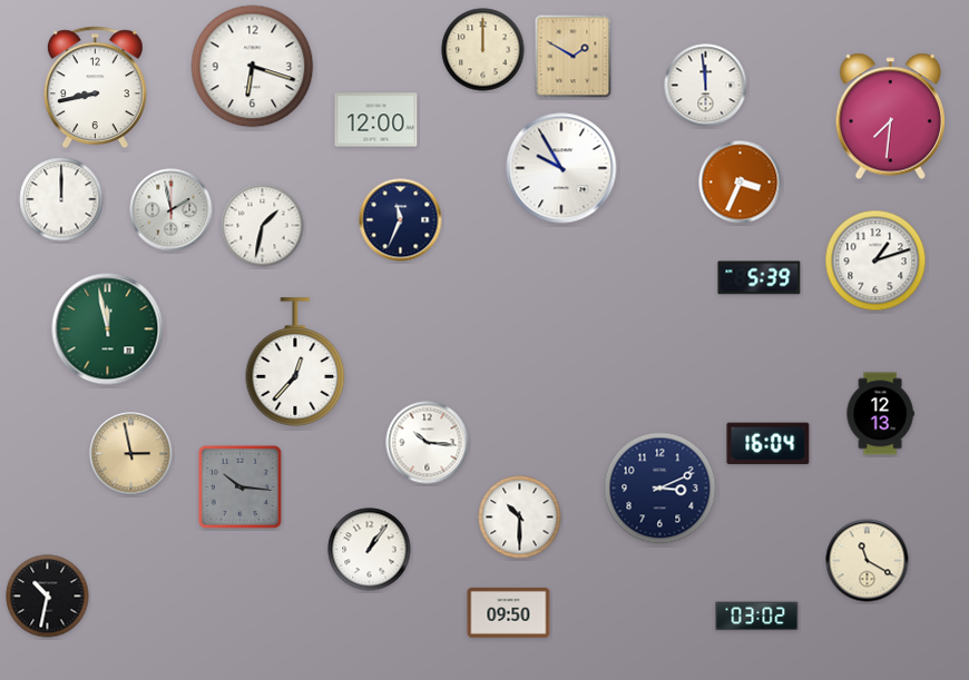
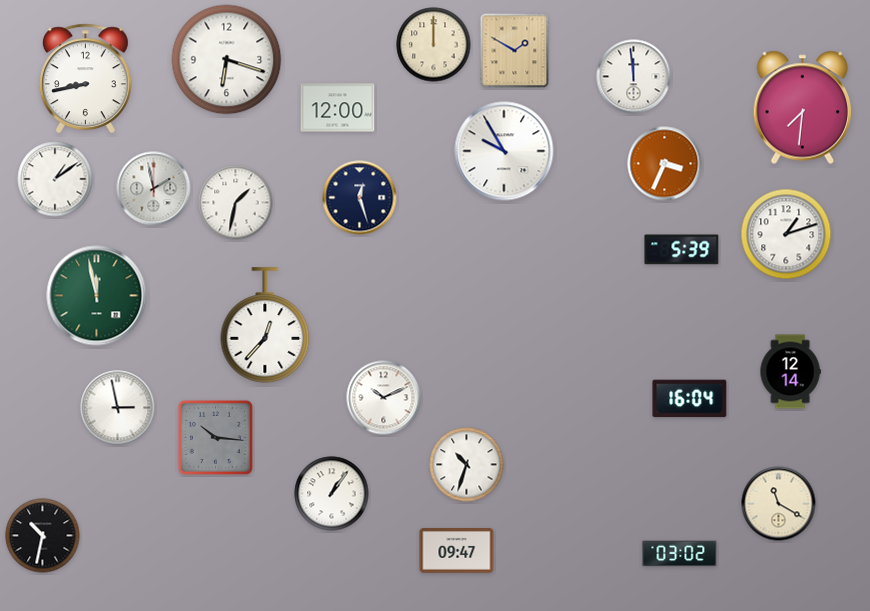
clock at (890, 117) position: (890, 117) -> (802, 108)
clock at (61, 199): 12:00 -> 1:09
clock at (401, 220): 11:34 -> 12:27
clock at (880, 414): 12:13 -> 12:14
clock at (428, 443): 10:16 -> 10:11
clock at (131, 454) dial: champagne -> white
clock at (660, 489): 3:11 -> none
clock at (520, 518): 10:30 -> 10:33
clock at (509, 612): 09:50 -> 09:47
